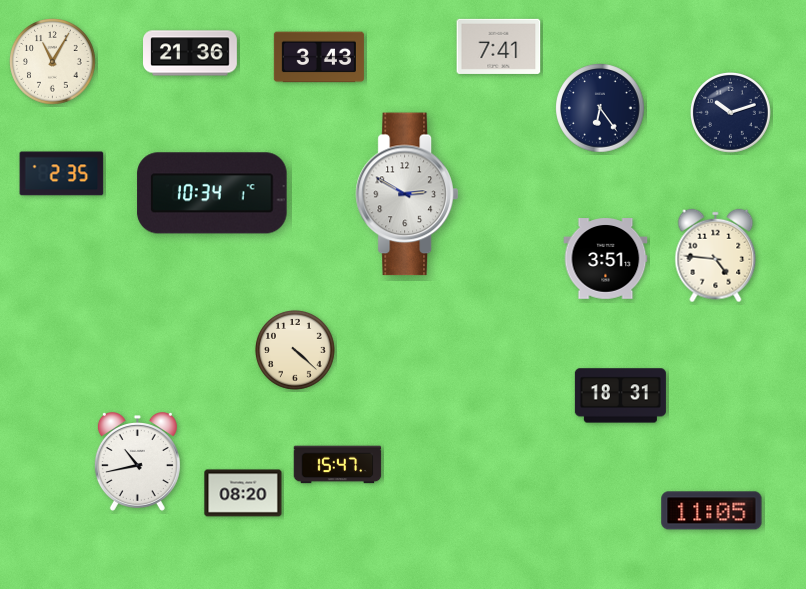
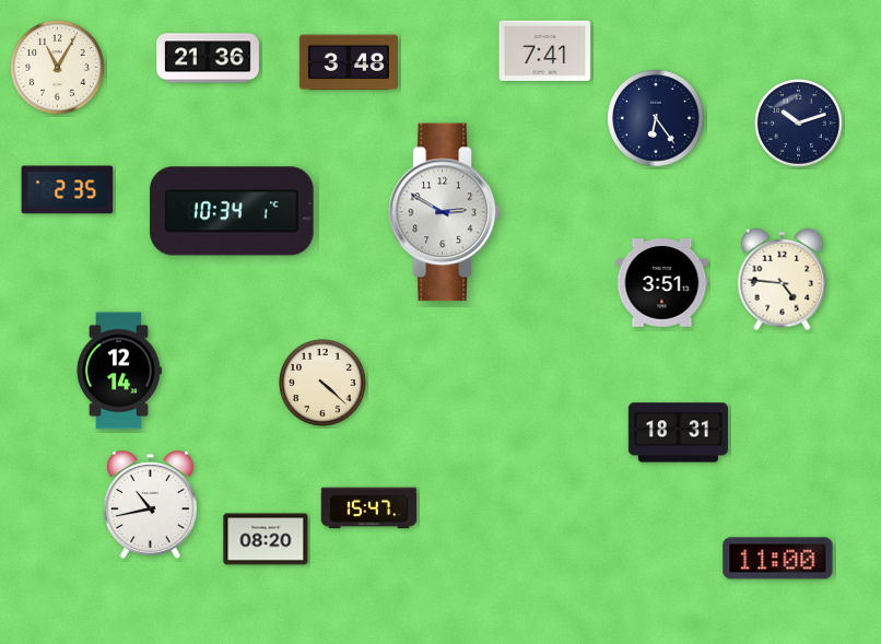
clock at (319, 57): 3:43 -> 3:48
clock at (119, 371): none -> 12:14
clock at (712, 511): 11:05 -> 11:00
